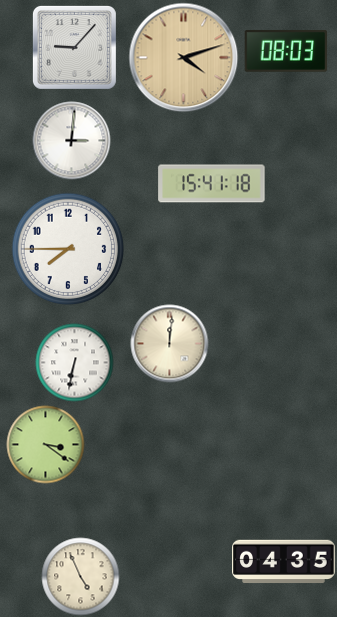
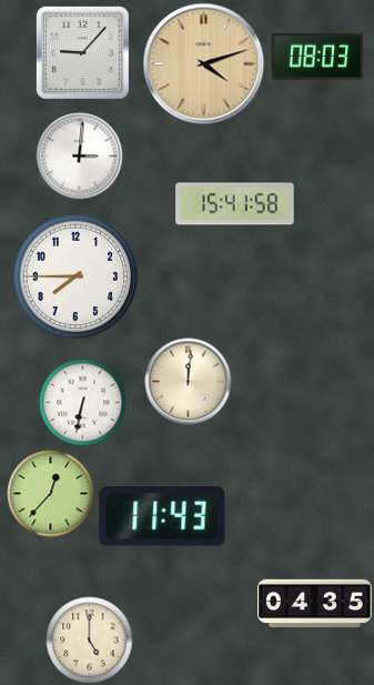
clock at (212, 184): 15:41:18 -> 15:41:58
clock at (45, 444): 3:21 -> 12:37
clock at (162, 516): none -> 11:43
clock at (284, 562) position: (284, 562) -> (315, 604)
clock at (80, 576): 4:56 -> 5:00
